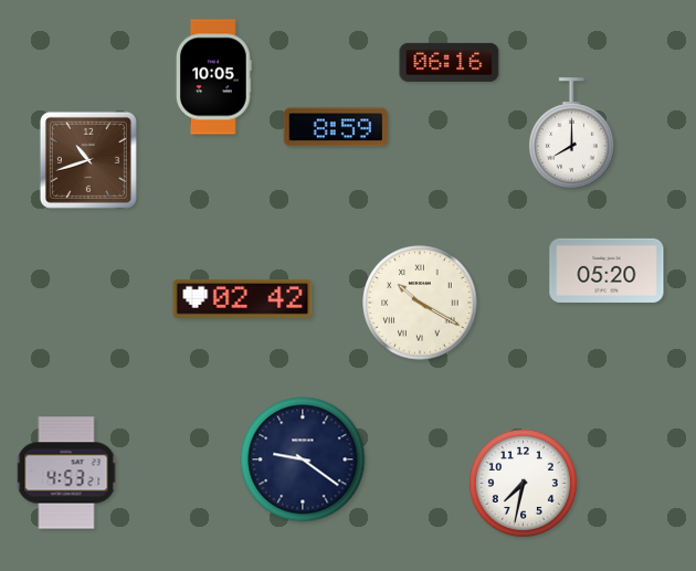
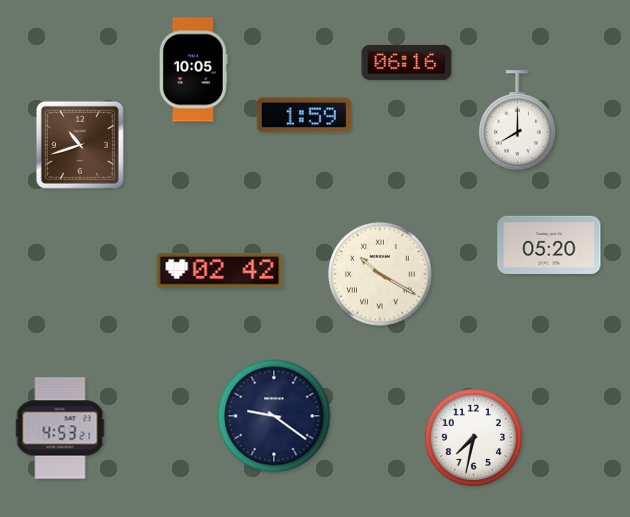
clock at (450, 62) position: (450, 62) -> (407, 62)
clock at (335, 127): 8:59 -> 1:59
